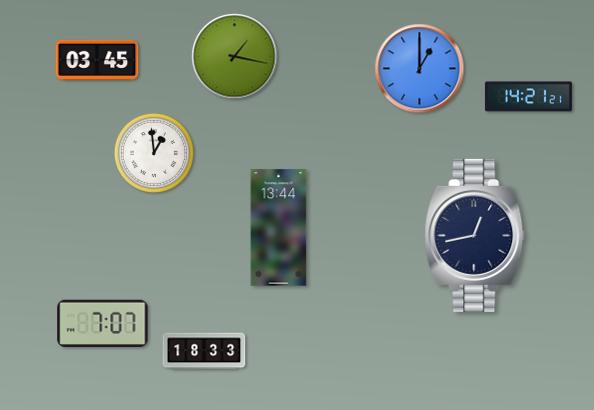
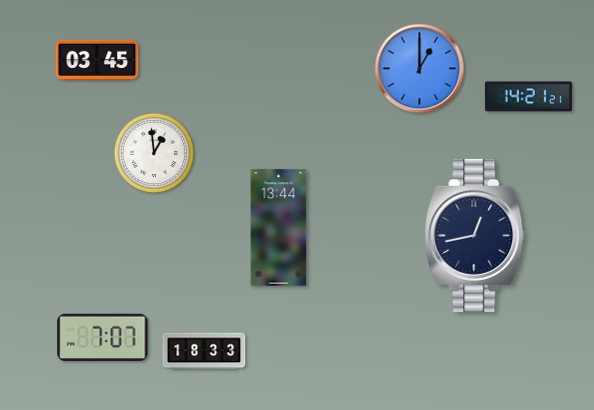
clock at (235, 57): 1:17 -> none
clock at (103, 324) position: (103, 324) -> (103, 338)
